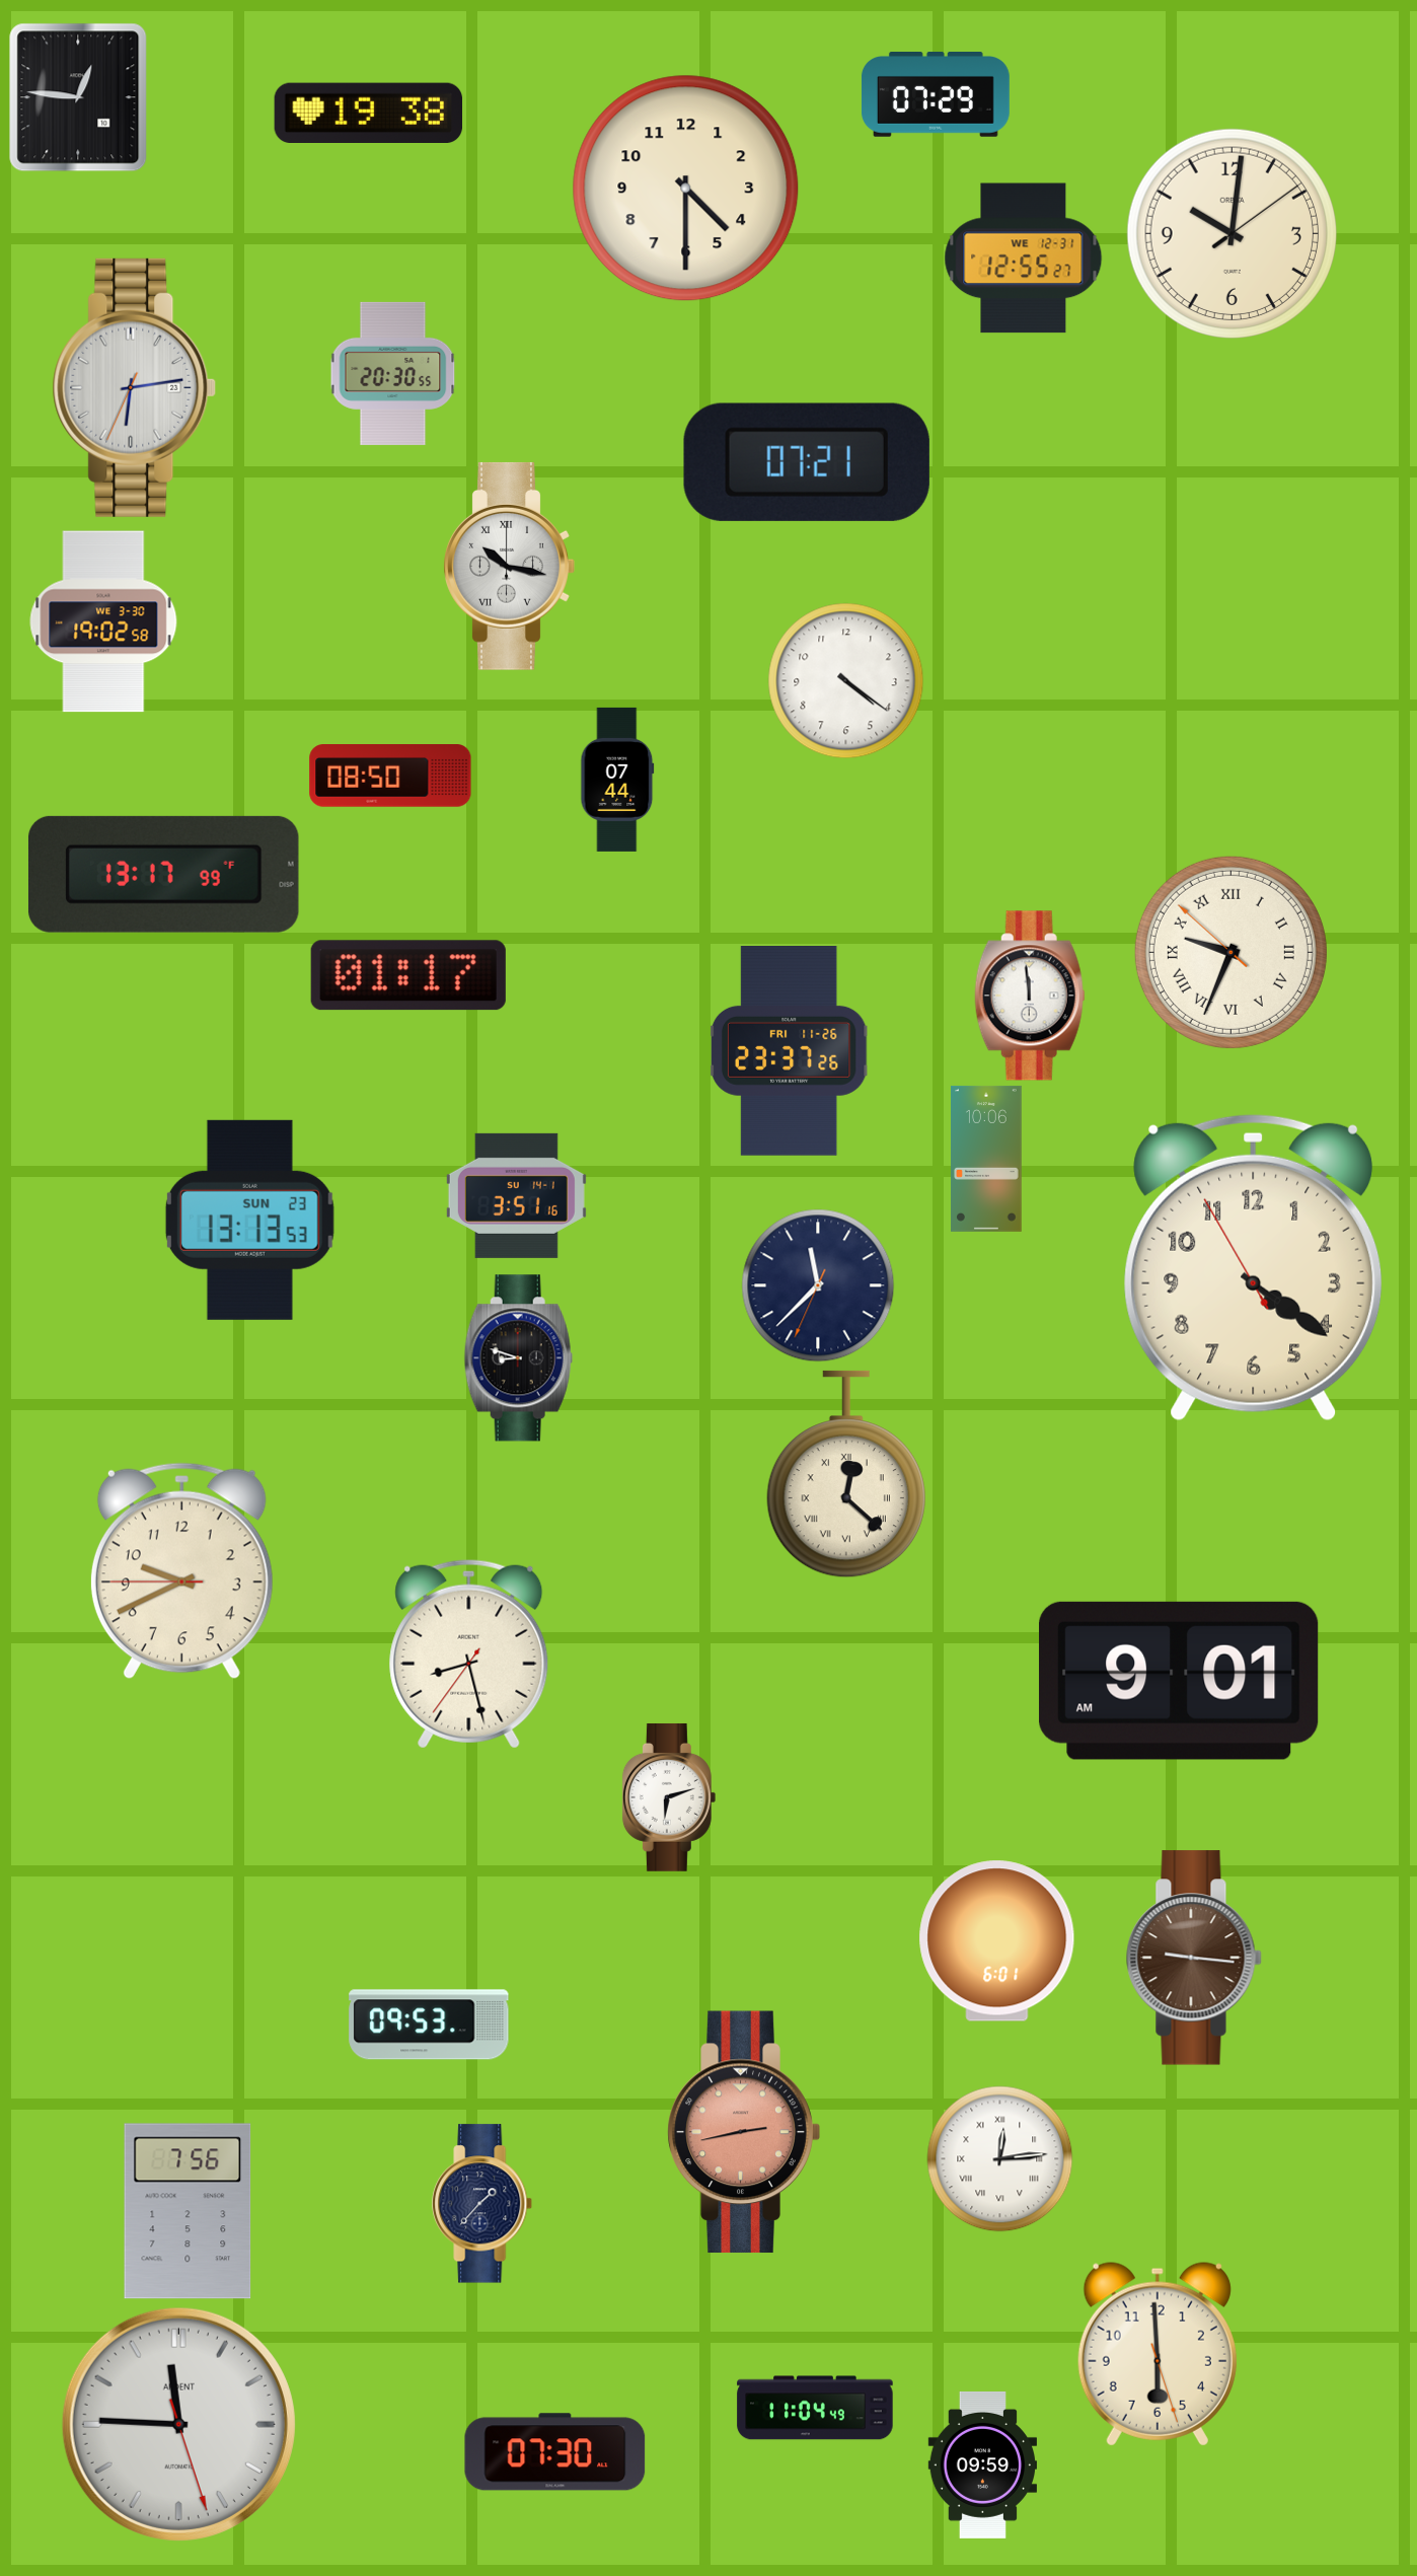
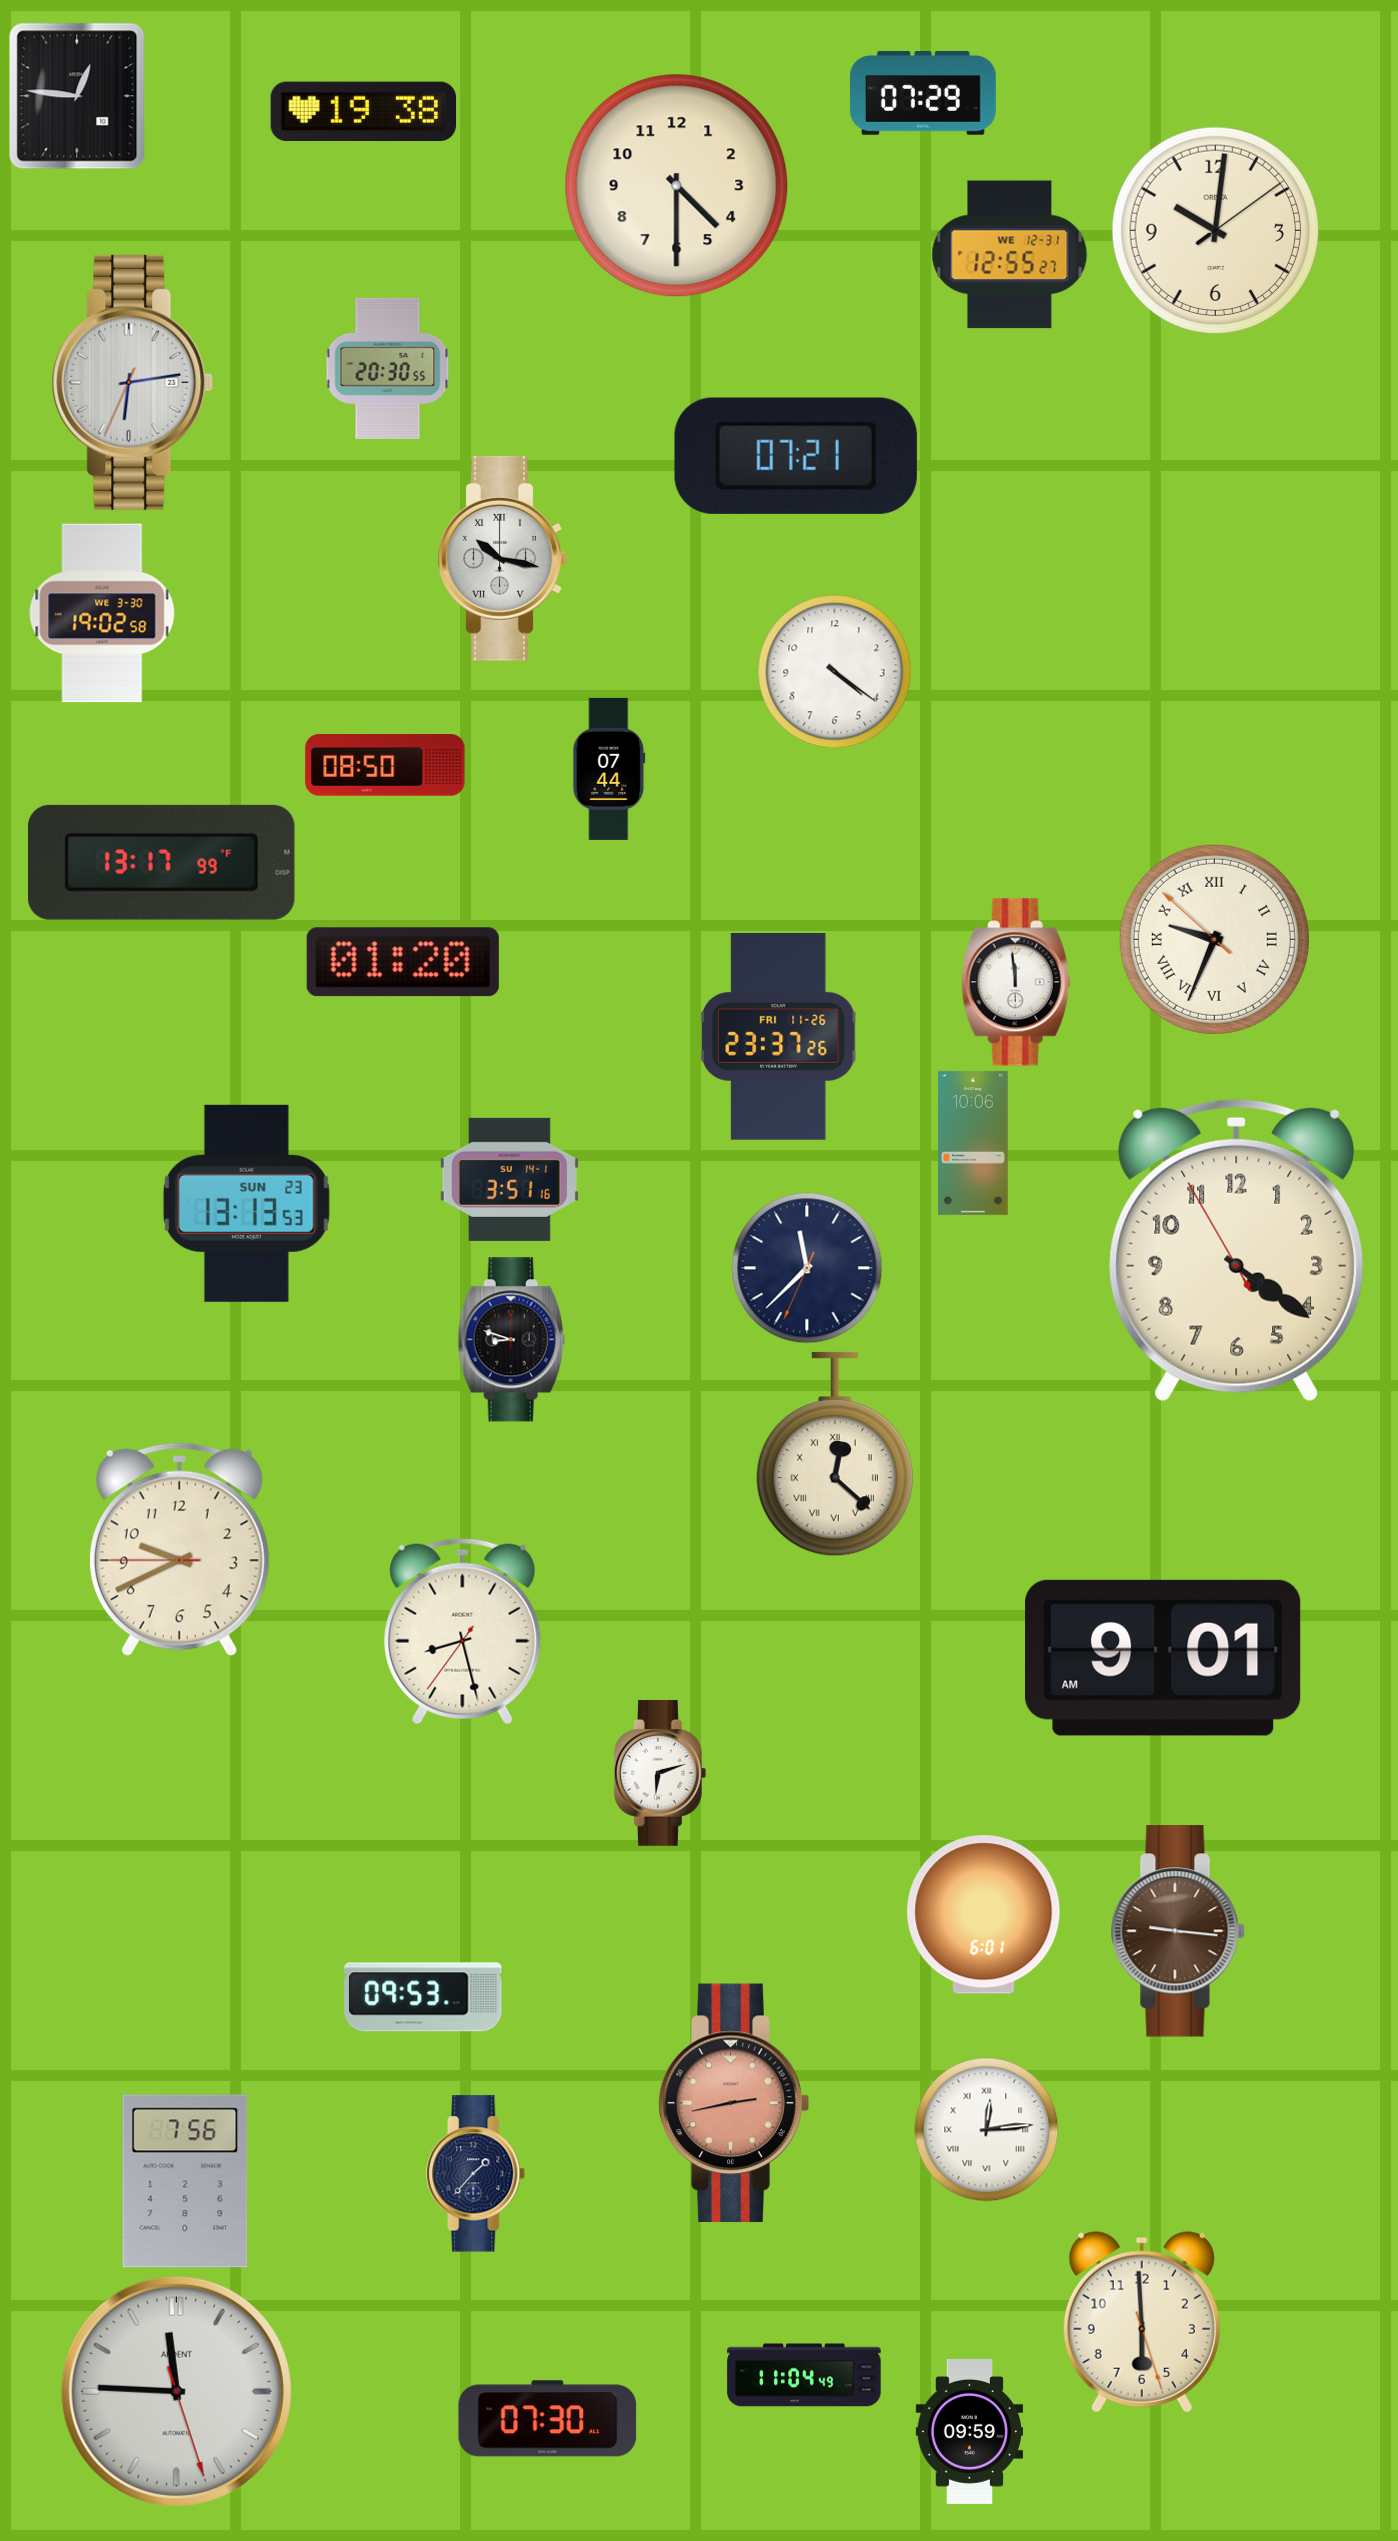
clock at (408, 975): 01:17 -> 01:20
